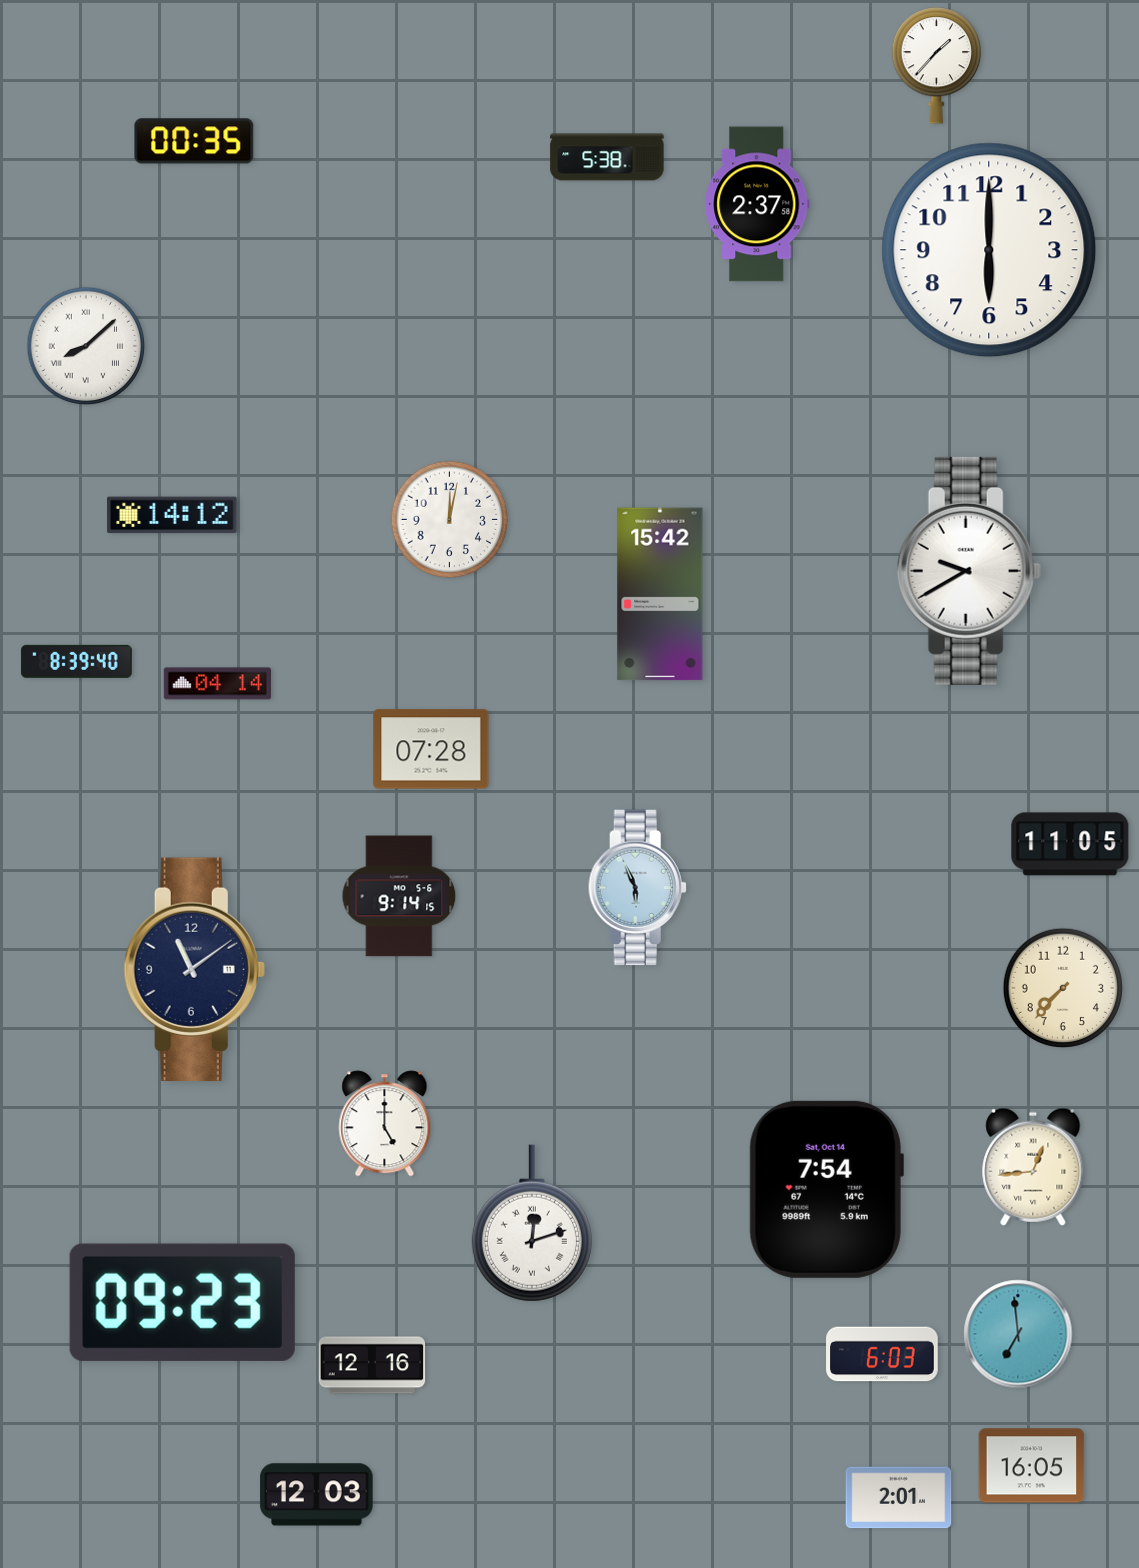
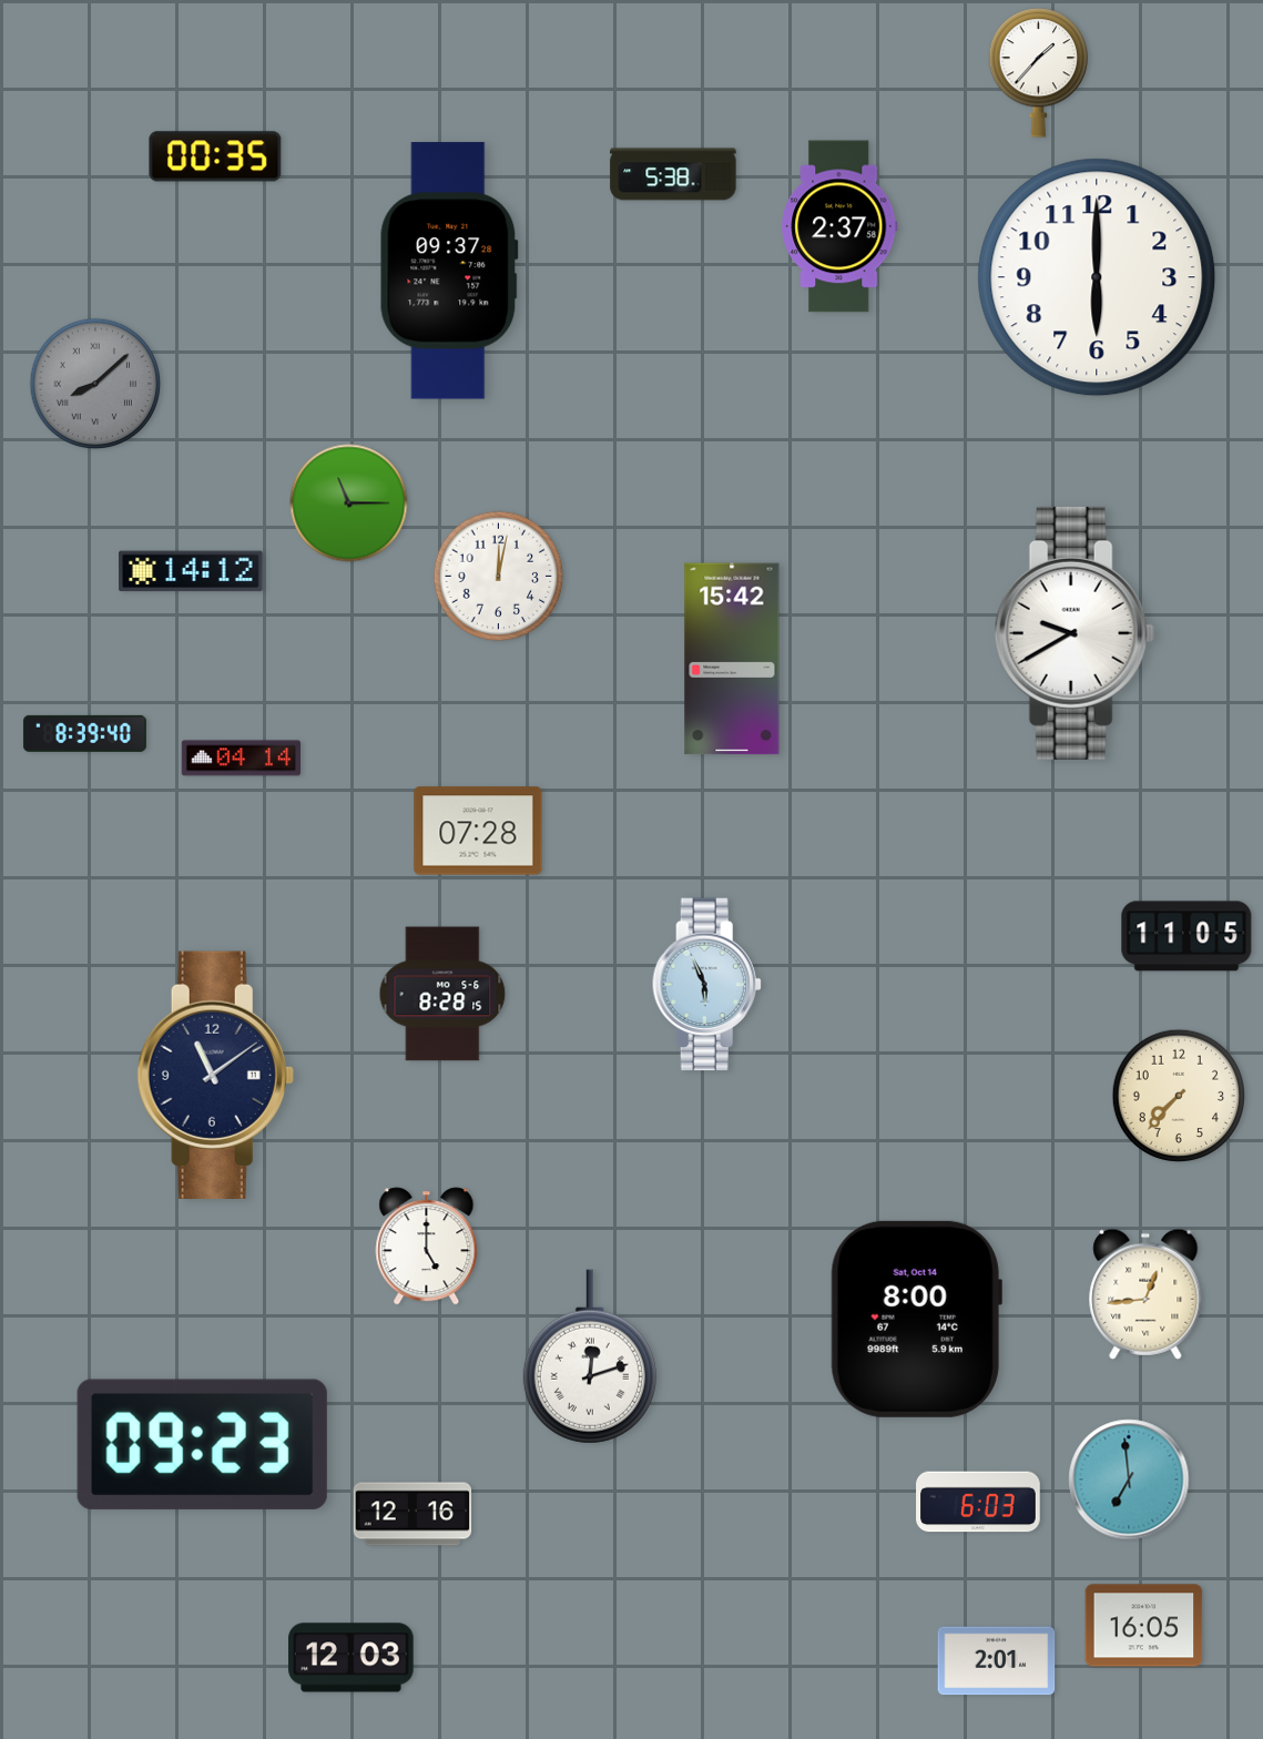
clock at (449, 271): none -> 09:37
clock at (86, 346) dial: white -> grey
clock at (349, 504): none -> 11:15
clock at (399, 896): 9:14 -> 8:28
clock at (826, 1189): 7:54 -> 8:00
